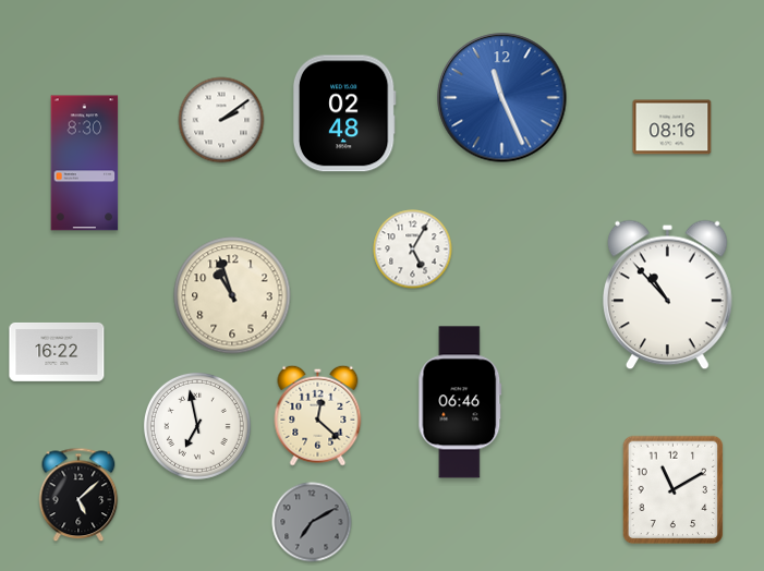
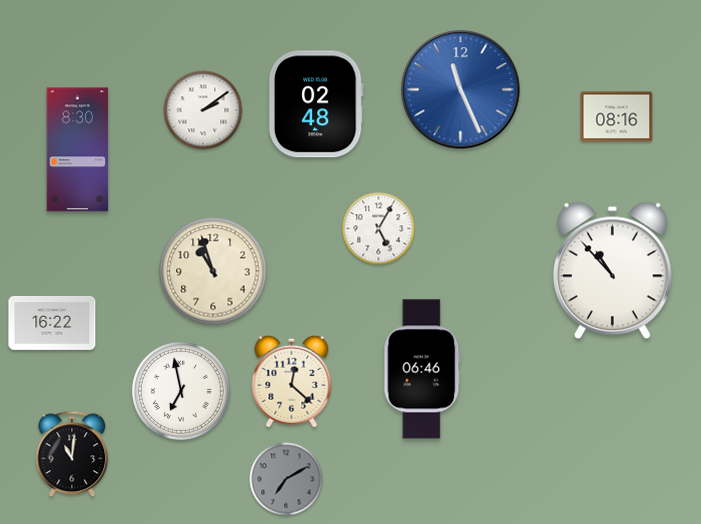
clock at (674, 490): 11:10 -> none
clock at (78, 495): 5:08 -> 11:01
